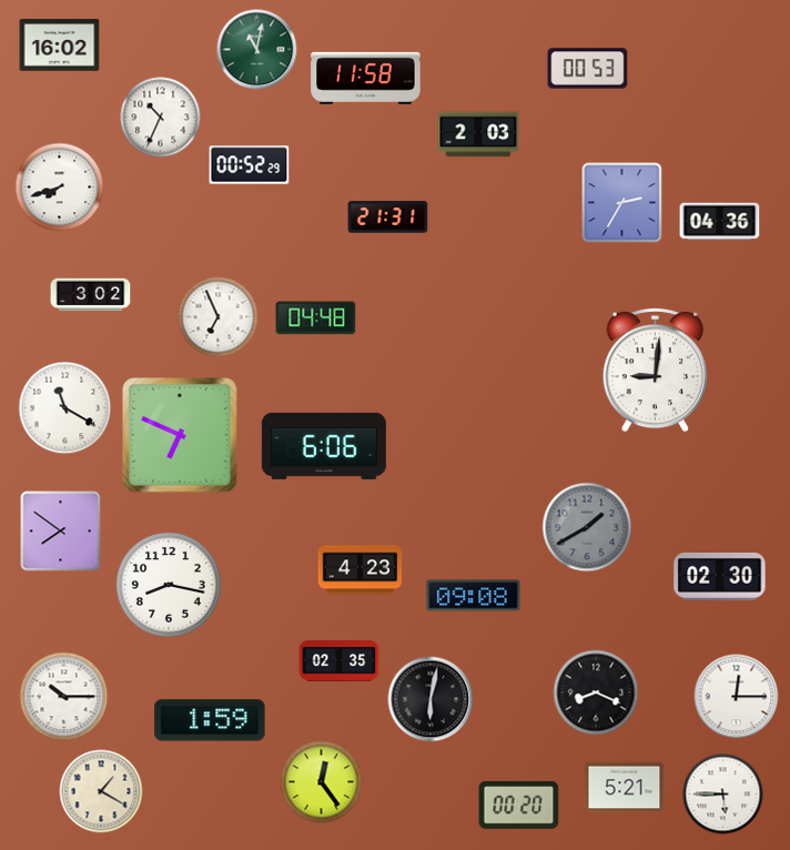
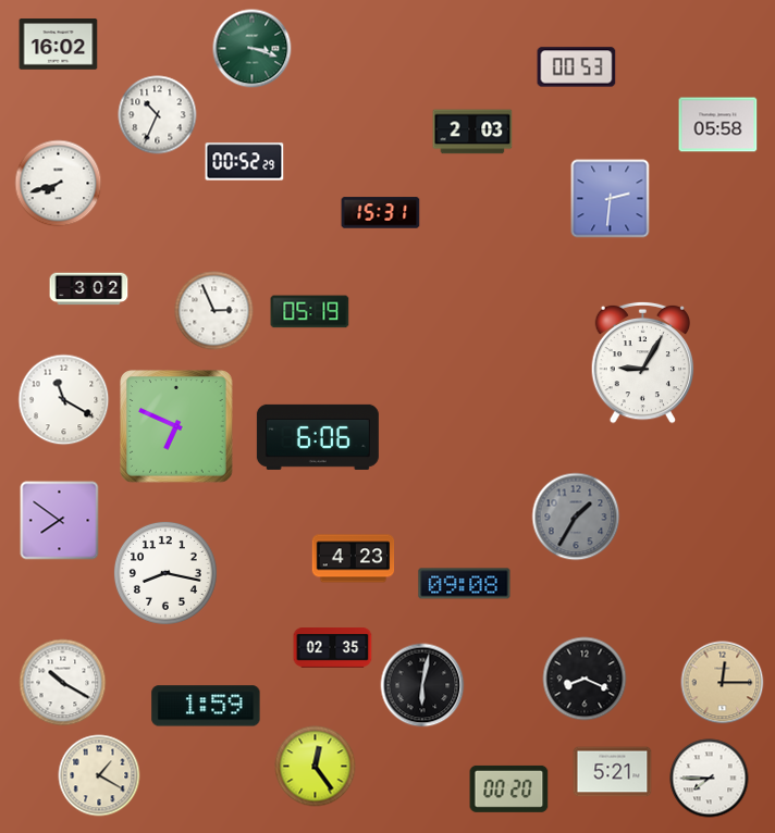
clock at (257, 50): 11:02 -> 3:18
clock at (366, 78): 11:58 -> none
clock at (718, 125): none -> 05:58
clock at (478, 134) position: (478, 134) -> (472, 132)
clock at (622, 203): 2:35 -> 2:31
clock at (388, 217): 21:31 -> 15:31
clock at (720, 222): 04:36 -> none
clock at (219, 317): 6:56 -> 2:56
clock at (316, 318): 04:48 -> 05:19
clock at (656, 370): 9:01 -> 9:05
clock at (587, 527): 1:40 -> 1:35
clock at (720, 576): 02:30 -> none
clock at (64, 697): 10:15 -> 10:20
clock at (737, 697) dial: white -> champagne
clock at (723, 795): 5:45 -> 7:45
